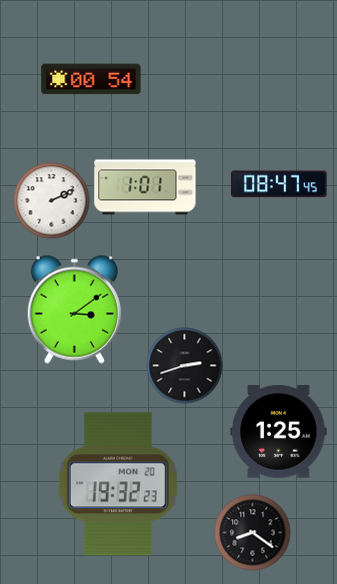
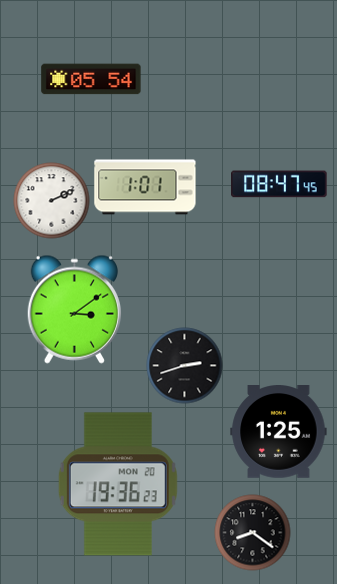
clock at (91, 79): 00:54 -> 05:54
clock at (118, 484): 19:32 -> 19:36
